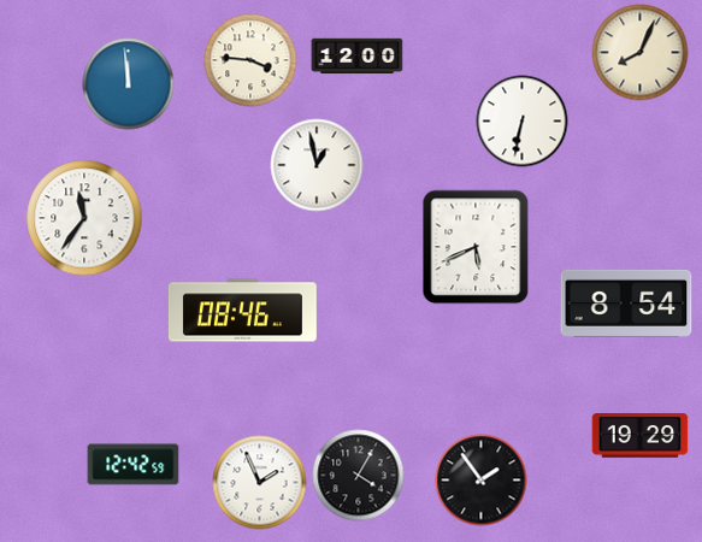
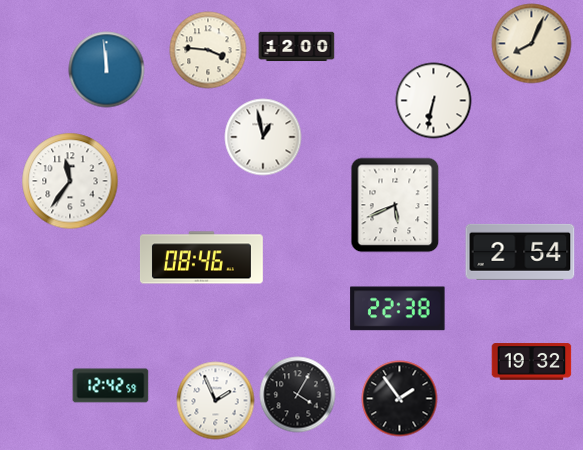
clock at (626, 304): 8:54 -> 2:54
clock at (398, 309): none -> 22:38
clock at (641, 436): 19:29 -> 19:32
